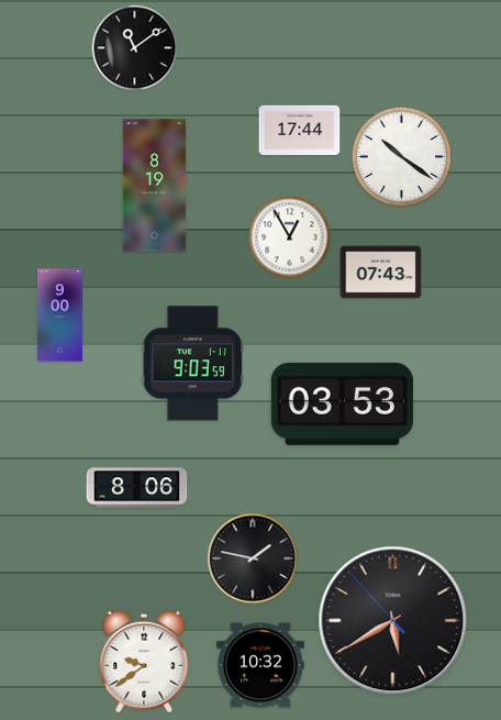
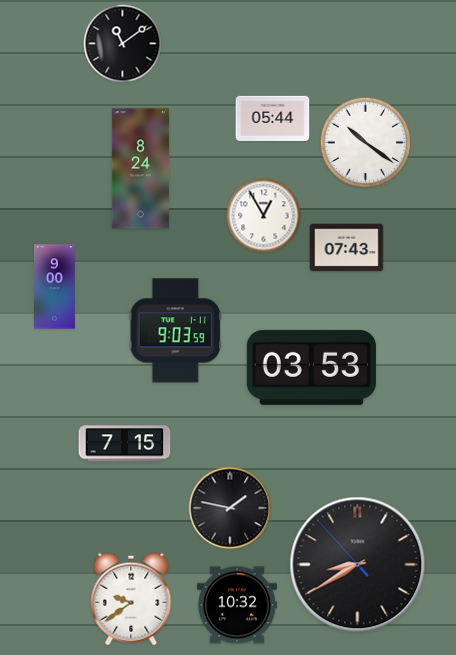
clock at (300, 130): 17:44 -> 05:44
clock at (154, 186): 8:19 -> 8:24
clock at (137, 488): 8:06 -> 7:15
clock at (393, 621): 5:39 -> 8:39
clock at (144, 662) position: (144, 662) -> (131, 599)
